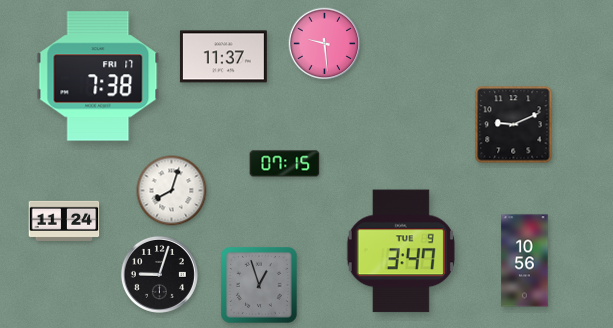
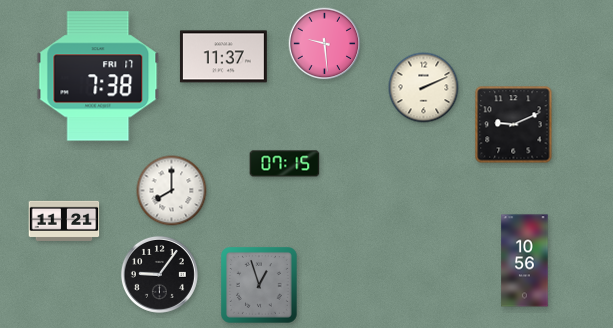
clock at (424, 88): none -> 2:11
clock at (172, 191): 8:03 -> 8:00
clock at (64, 221): 11:24 -> 11:21
clock at (401, 251): 3:47 -> none
clock at (159, 274): 9:03 -> 9:06
